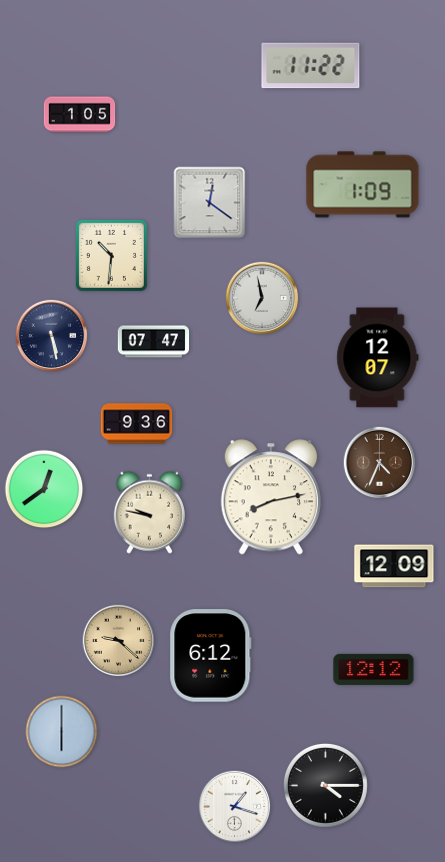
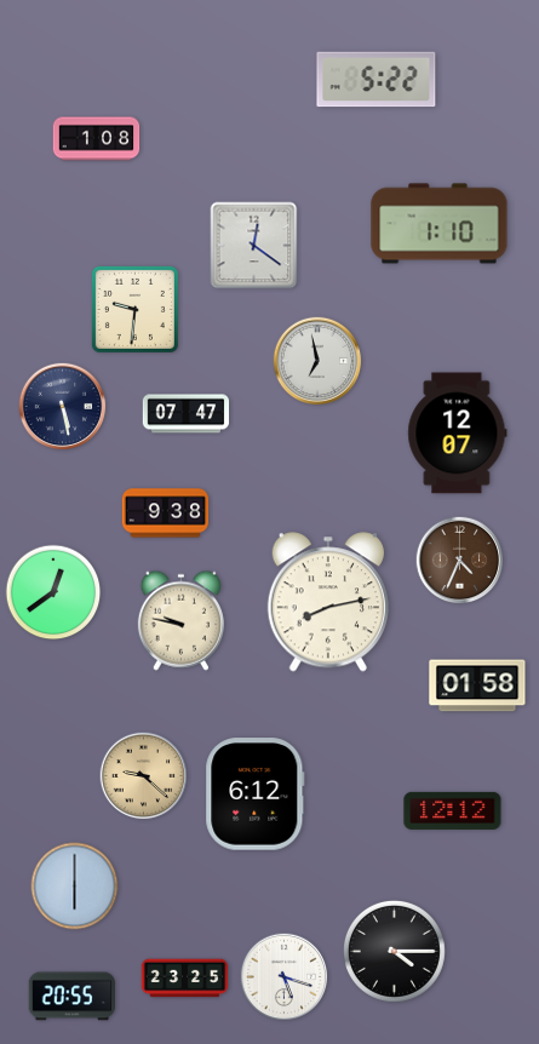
clock at (311, 66): 11:22 -> 5:22
clock at (80, 115): 1:05 -> 1:08
clock at (363, 185): 1:09 -> 1:10
clock at (111, 255): 10:31 -> 9:31
clock at (137, 424): 9:36 -> 9:38
clock at (394, 566): 12:09 -> 01:58
clock at (235, 807): 1:18 -> 5:18
clock at (185, 979): none -> 23:25
clock at (73, 997): none -> 20:55
